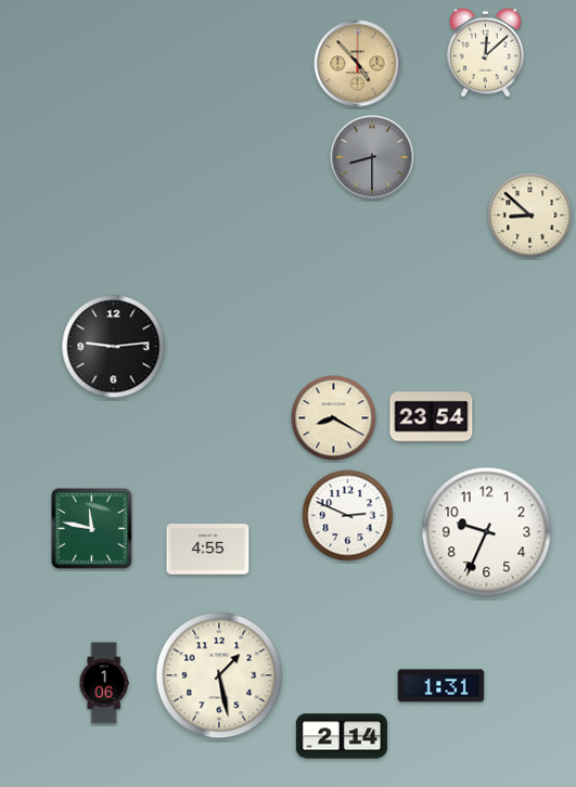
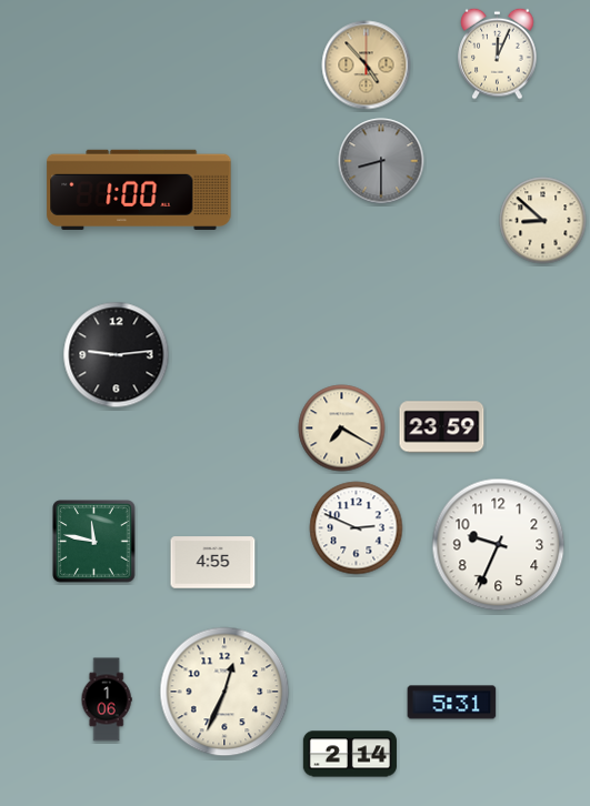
clock at (486, 52): 12:08 -> 12:04
clock at (139, 190): none -> 1:00
clock at (432, 417): 23:54 -> 23:59
clock at (334, 418): 8:20 -> 7:20
clock at (219, 675): 1:28 -> 12:34
clock at (441, 686): 1:31 -> 5:31
